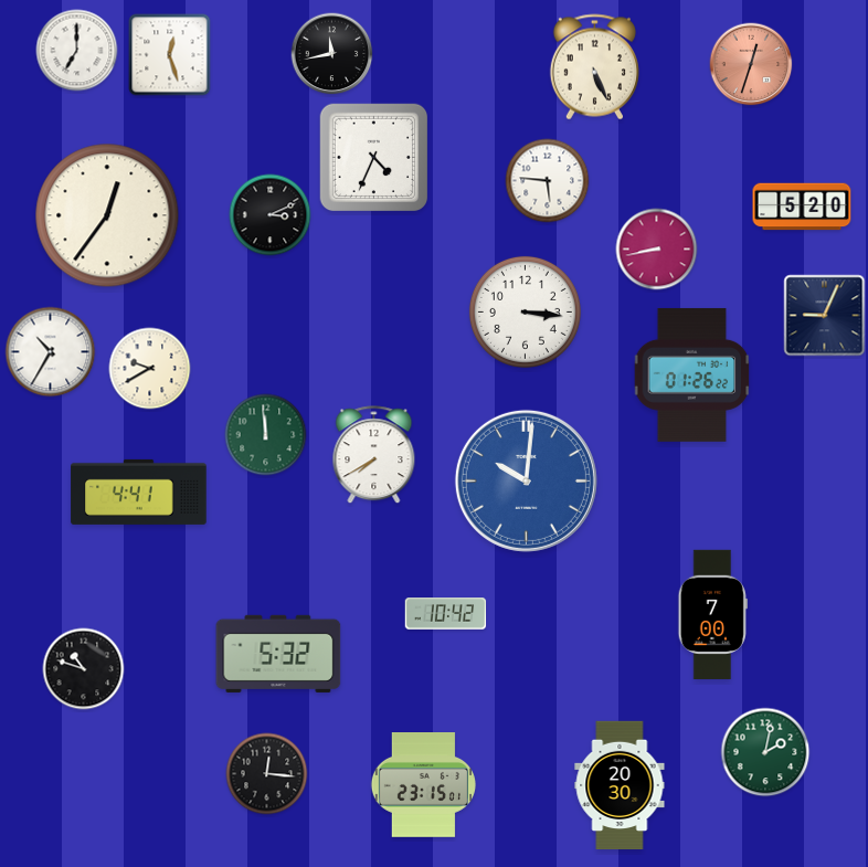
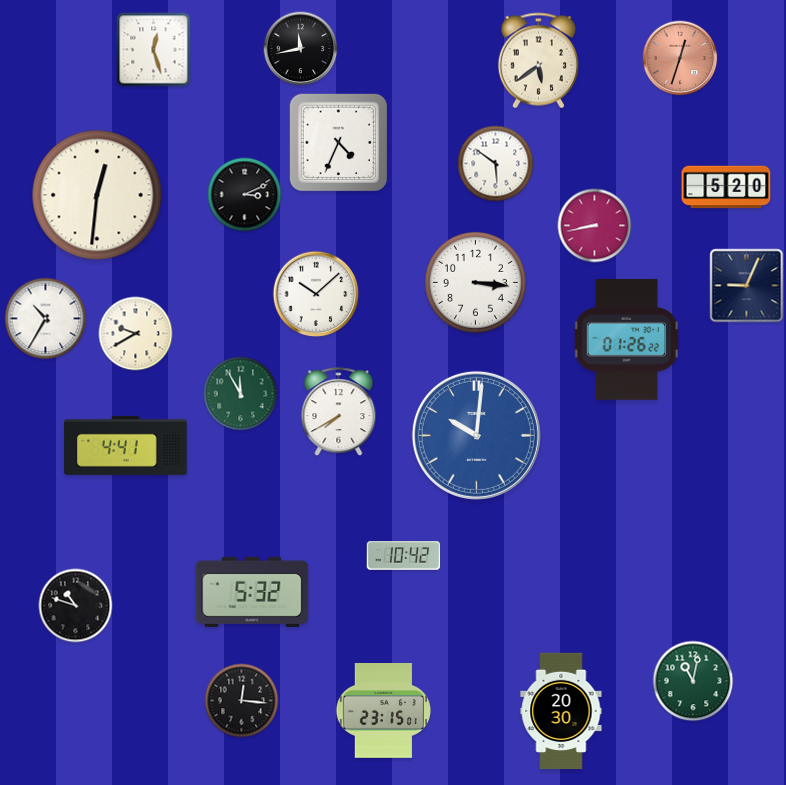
clock at (77, 51): 7:00 -> none
clock at (594, 67): 5:26 -> 5:39
clock at (548, 181): 5:46 -> 5:51
clock at (107, 215): 12:36 -> 12:31
clock at (316, 294): none -> 10:08
clock at (266, 435): 11:59 -> 11:55
clock at (712, 614): 7:00 -> none
clock at (765, 752): 2:02 -> 11:02
